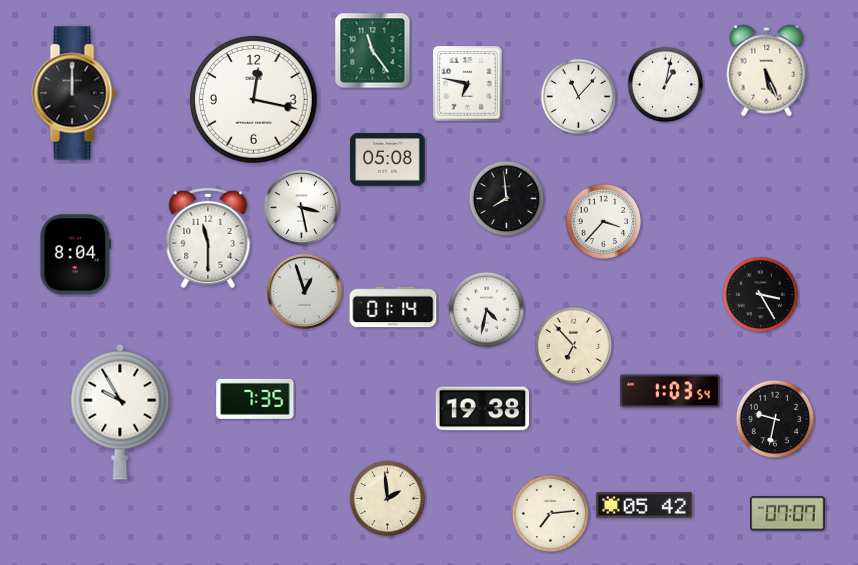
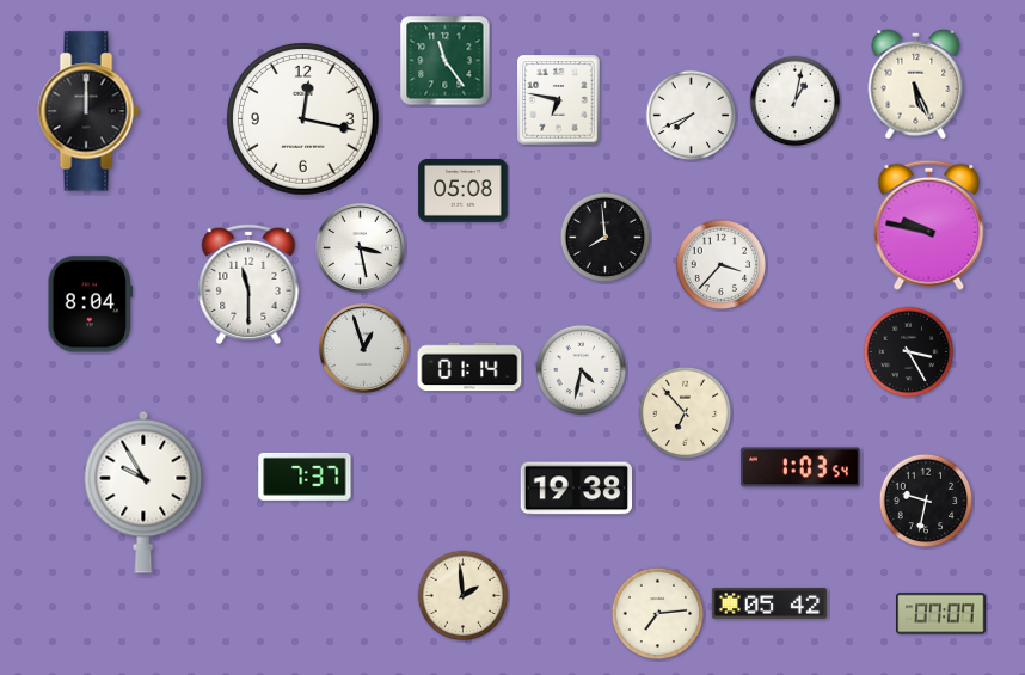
clock at (579, 97): 11:07 -> 7:41
clock at (929, 225): none -> 9:47
clock at (255, 399): 7:35 -> 7:37
